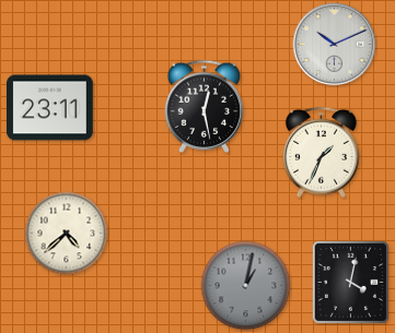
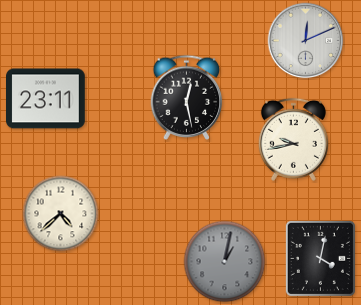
clock at (335, 45): 10:11 -> 12:11
clock at (321, 152): 1:34 -> 9:43
